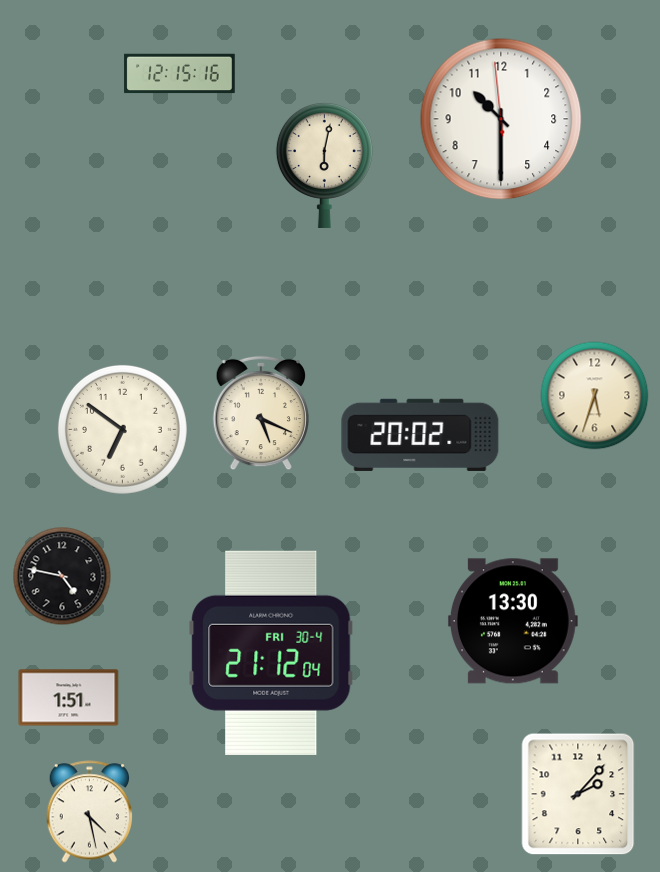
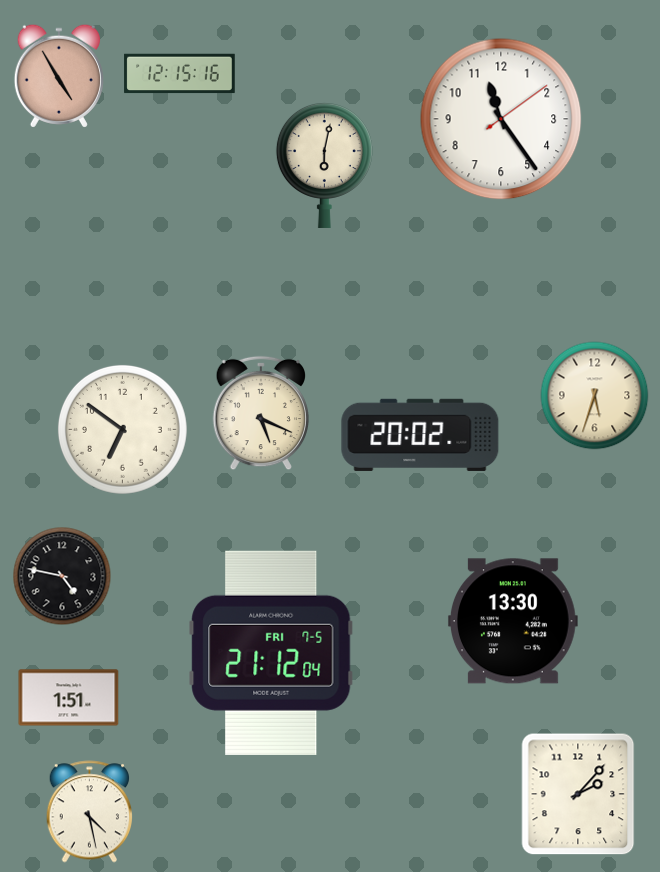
clock at (59, 76): none -> 4:55
clock at (501, 119): 10:29 -> 11:24
clock at (271, 653) date: FRI 30-4 -> FRI 7-5
